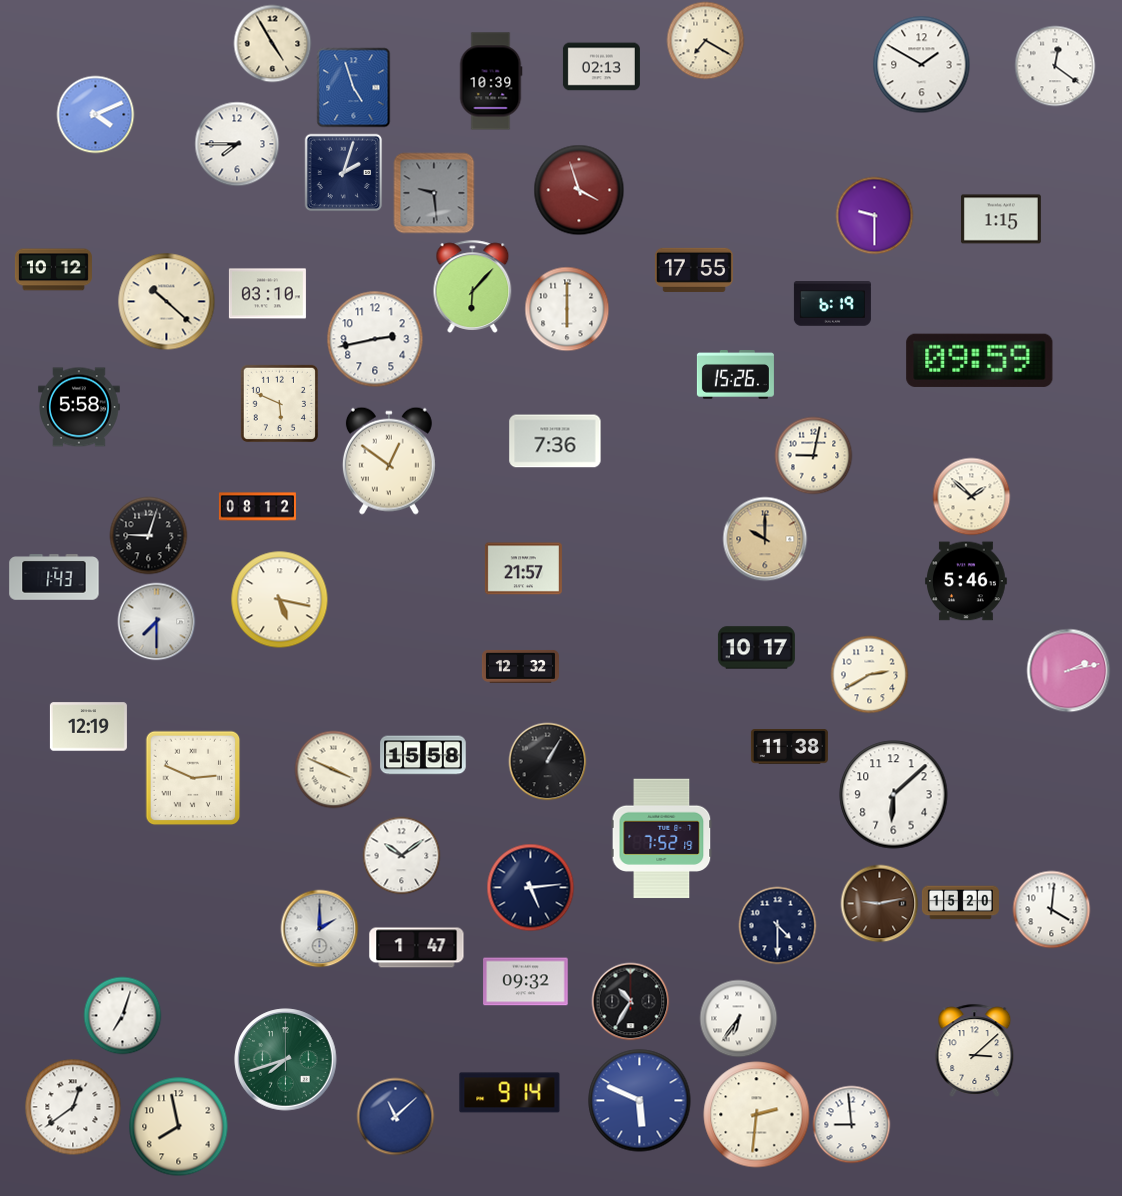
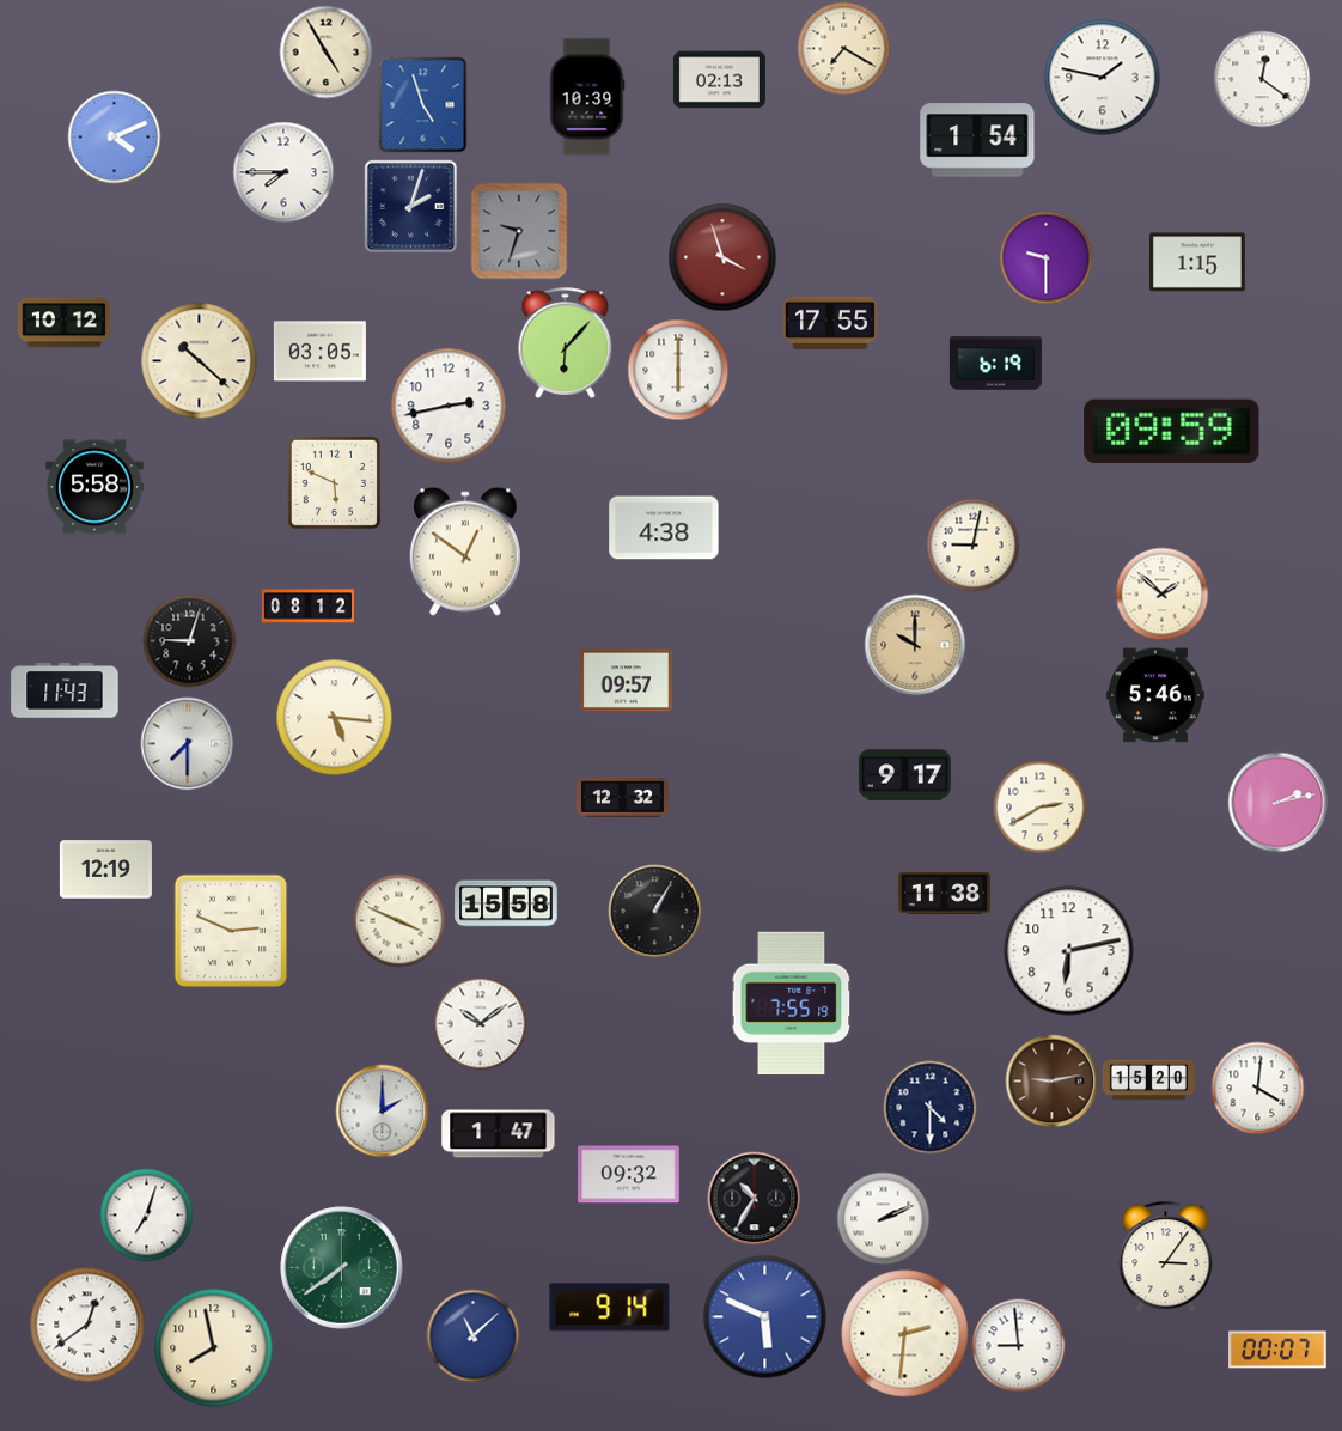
clock at (921, 64): 1:50 -> 1:47
clock at (977, 140): none -> 1:54
clock at (579, 190) position: (579, 190) -> (722, 257)
clock at (434, 193): 9:29 -> 9:33
clock at (267, 294): 03:10 -> 03:05
clock at (735, 375): 15:26 -> none
clock at (555, 441): 7:36 -> 4:38
clock at (148, 535) position: (148, 535) -> (189, 640)
clock at (523, 569): 21:57 -> 09:57
clock at (54, 577): 1:43 -> 11:43
clock at (279, 599): 5:17 -> 5:16
clock at (756, 648): 10:17 -> 9:17
clock at (894, 795): 6:08 -> 6:13
clock at (662, 839): 7:52 -> 7:55
clock at (530, 887): 5:14 -> none
clock at (738, 1018): 6:36 -> 2:11
clock at (975, 1050): 3:08 -> 3:06
clock at (286, 1060): 7:42 -> 7:39
clock at (1279, 1350): none -> 00:07
